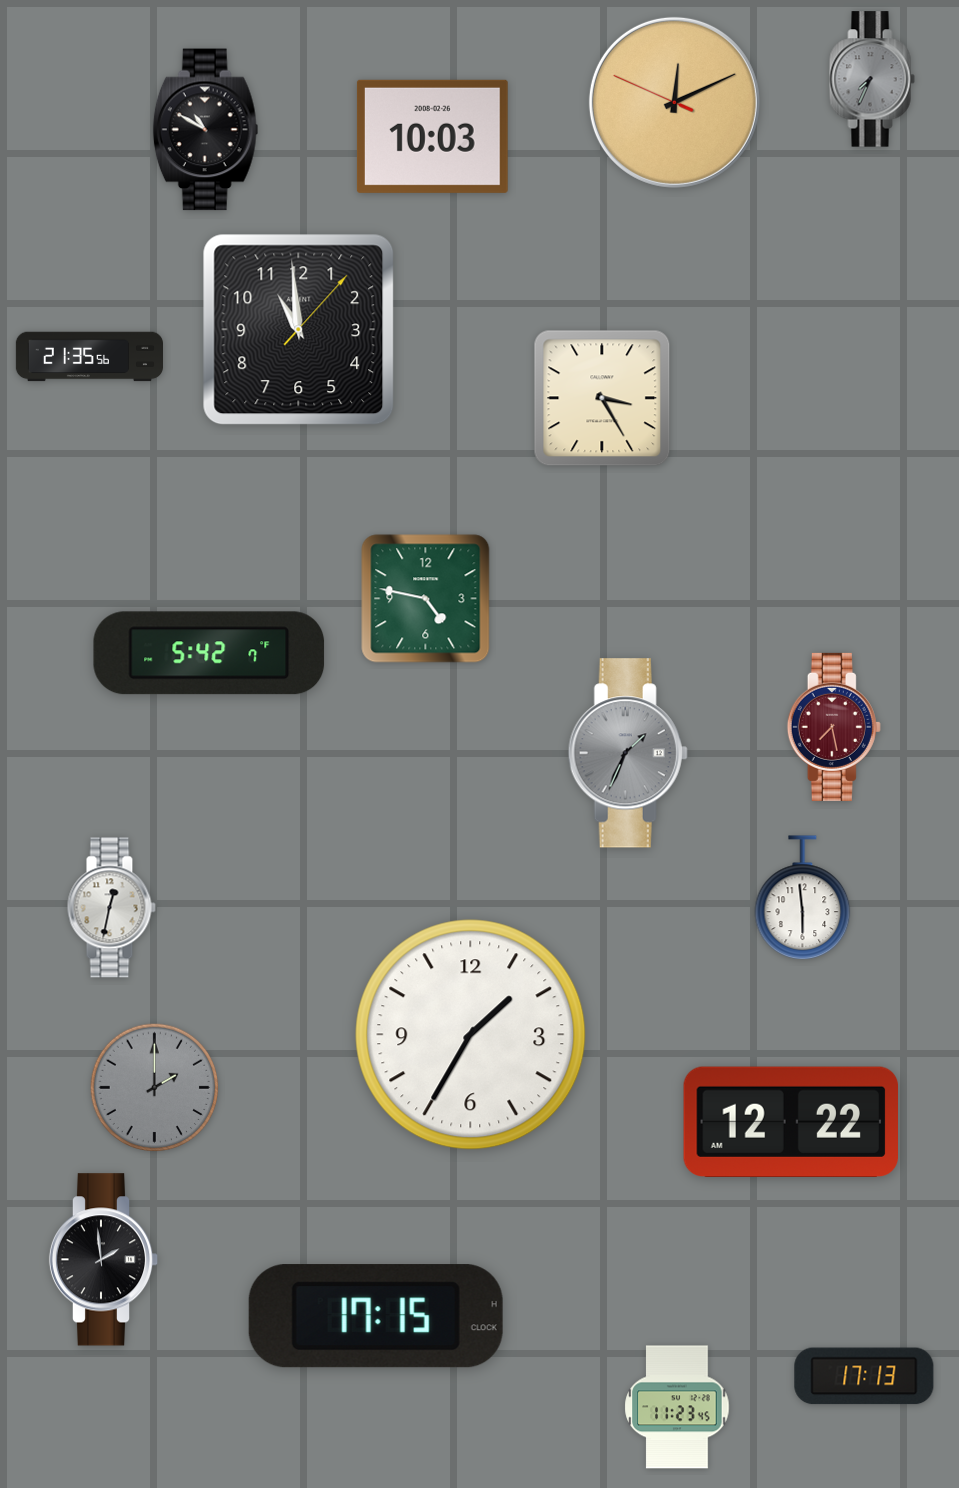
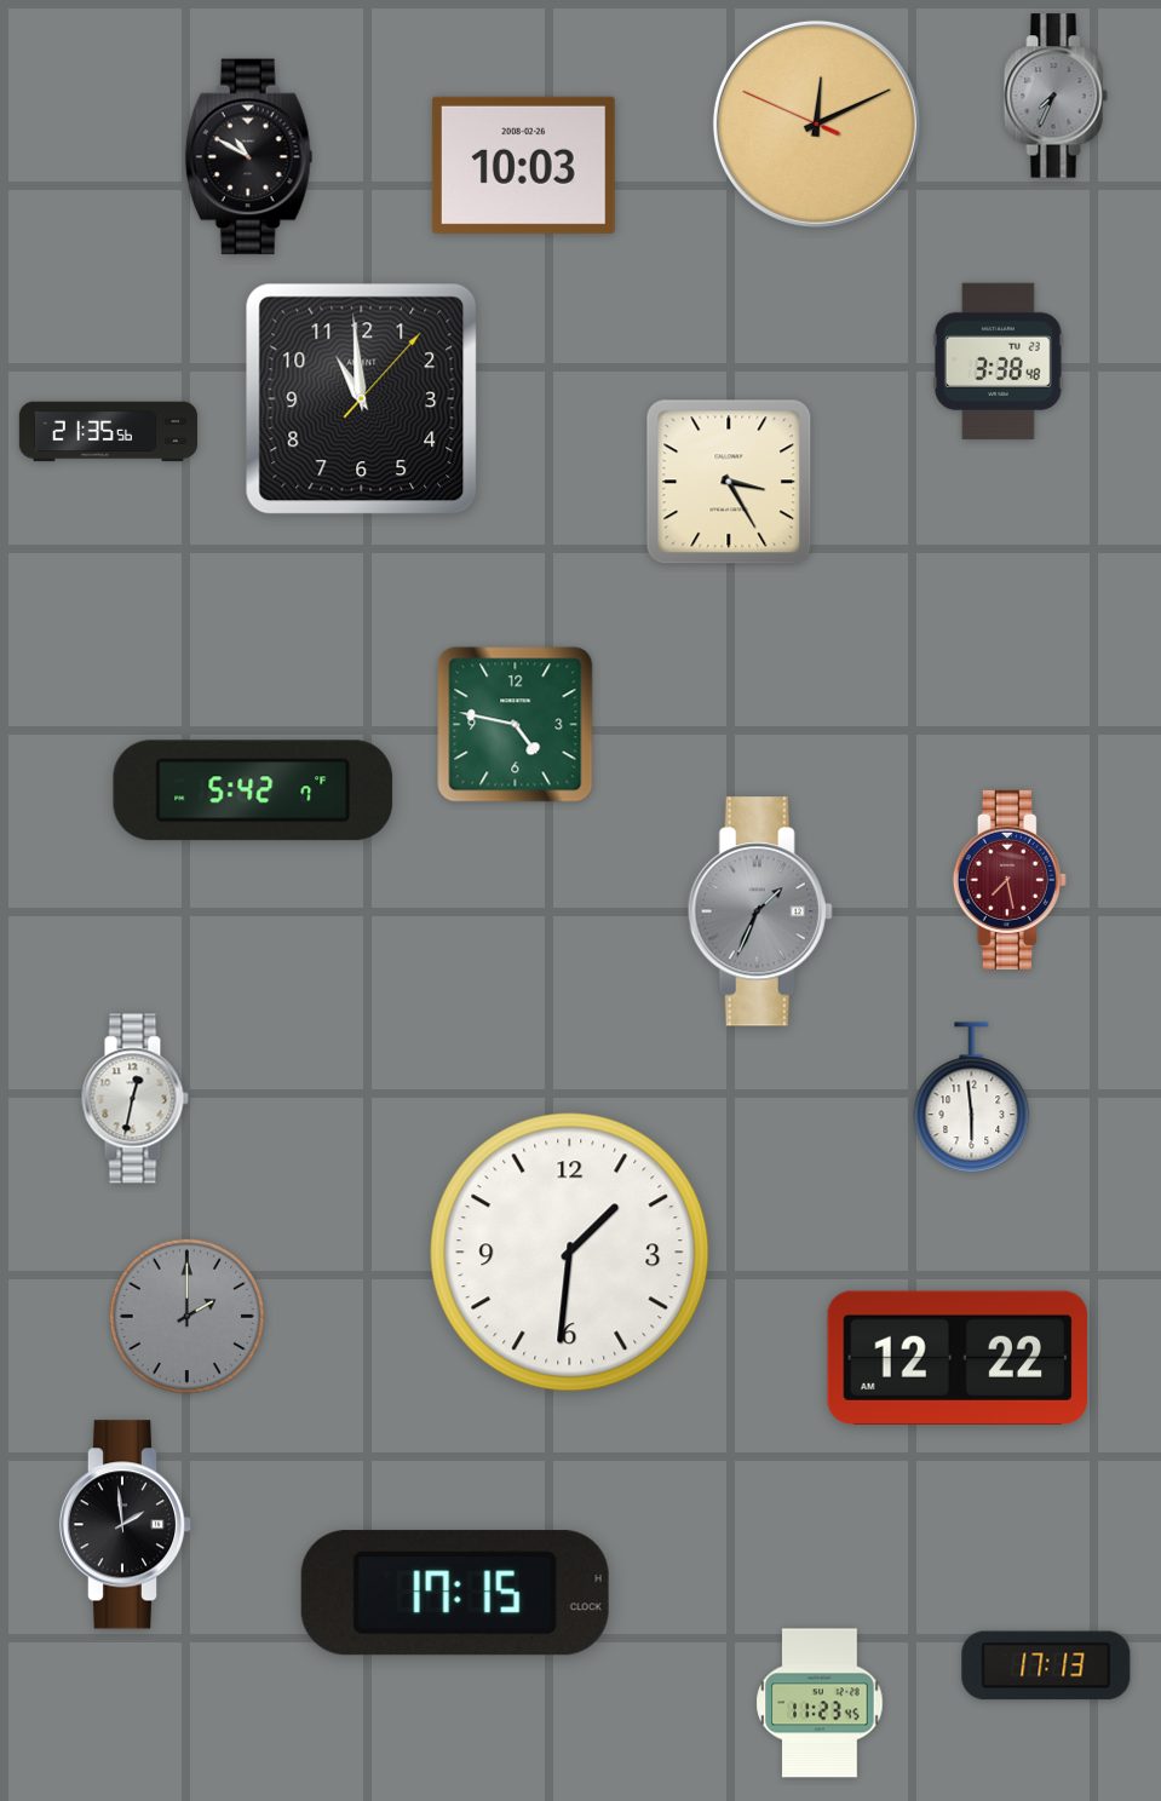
clock at (998, 361): none -> 3:38
clock at (803, 897) position: (803, 897) -> (972, 1097)
clock at (471, 1035): 1:35 -> 1:31
